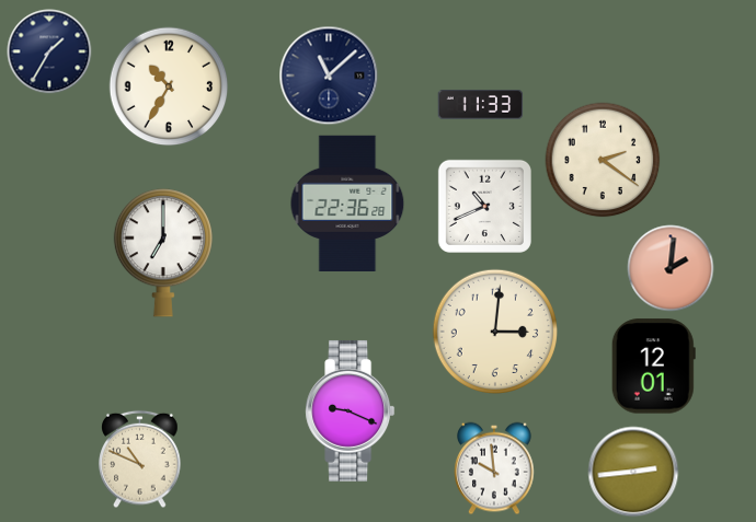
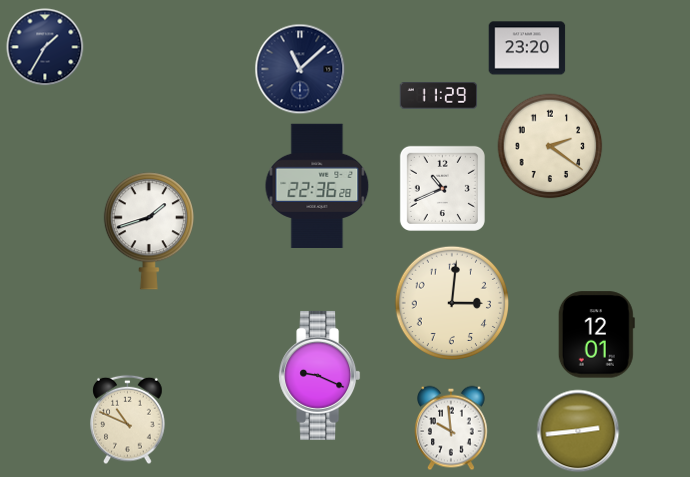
clock at (527, 48): none -> 23:20
clock at (169, 86): 10:35 -> none
clock at (481, 105): 11:33 -> 11:29
clock at (163, 253): 7:00 -> 1:42
clock at (671, 268): 2:01 -> none
